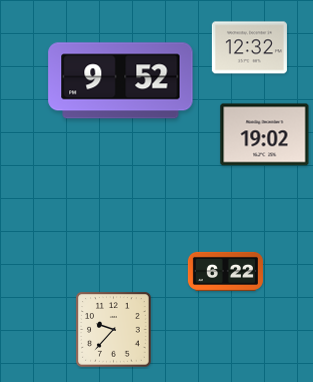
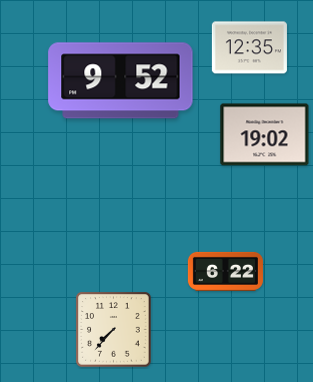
clock at (249, 48): 12:32 -> 12:35
clock at (114, 330): 9:37 -> 7:37
